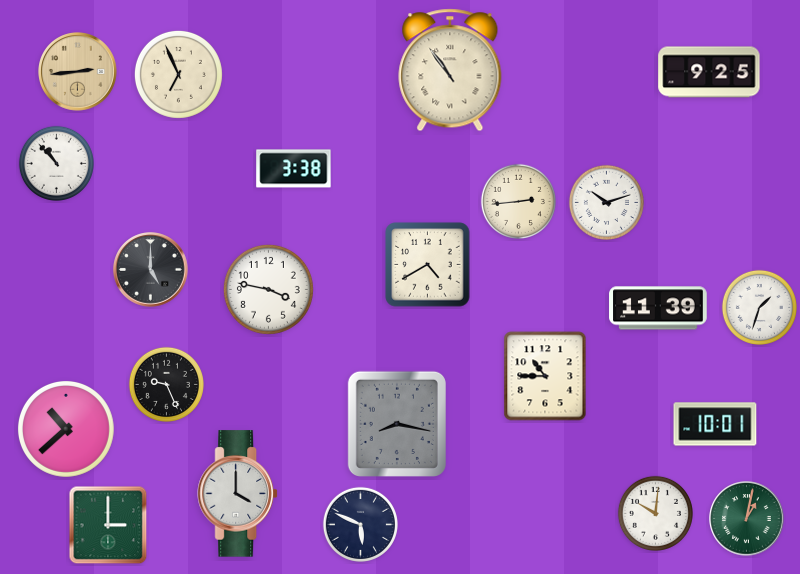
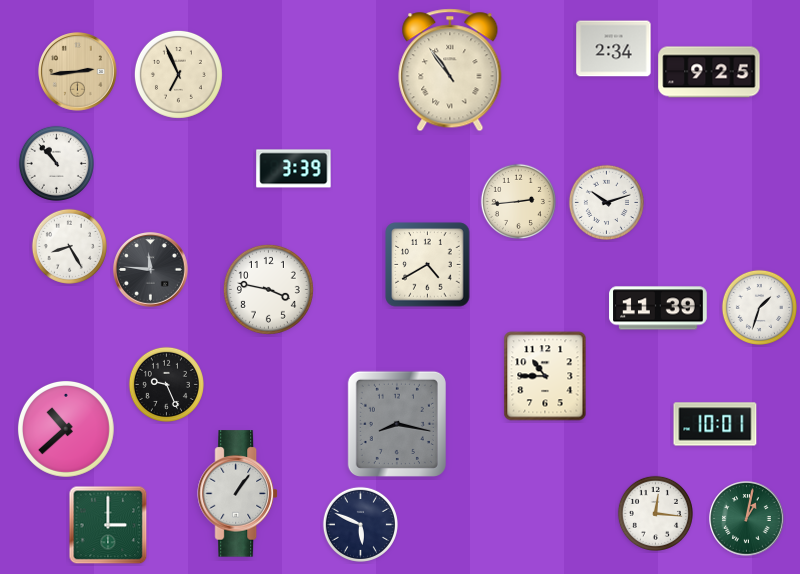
clock at (614, 49): none -> 2:34
clock at (294, 169): 3:38 -> 3:39
clock at (69, 246): none -> 8:25
clock at (151, 270): 5:00 -> 11:46
clock at (237, 494): 4:00 -> 1:06
clock at (655, 513): 10:01 -> 12:16
